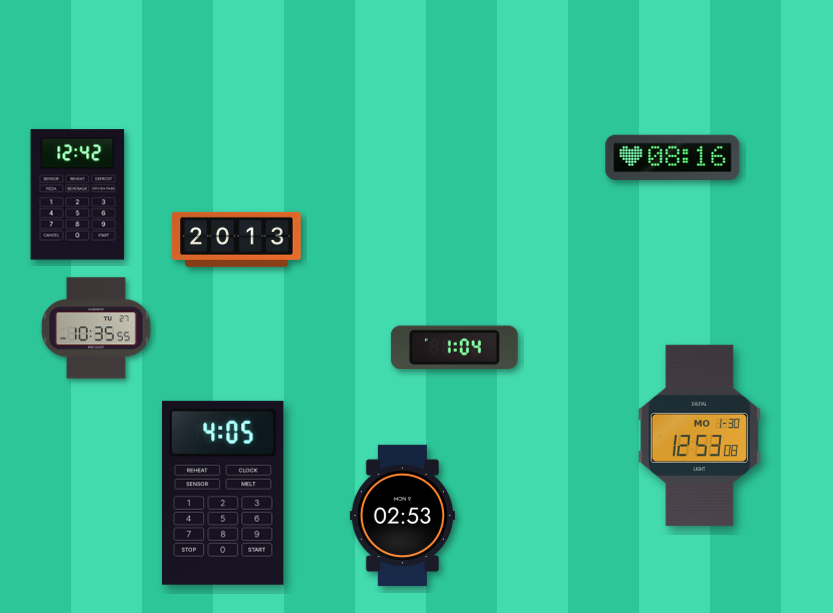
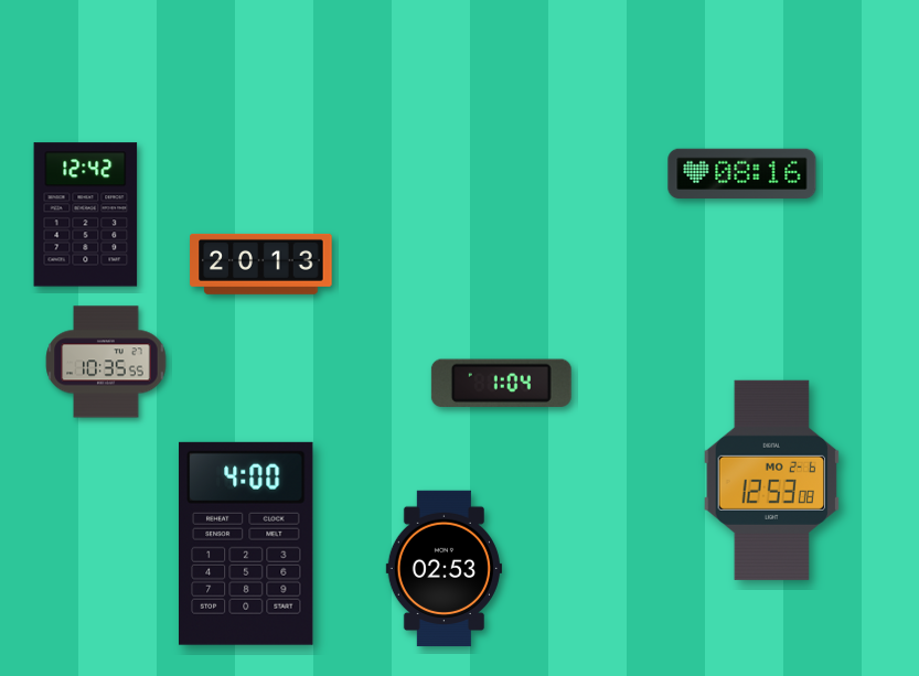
clock at (699, 435) date: MO 1-30 -> MO 2-6
clock at (224, 493): 4:05 -> 4:00
